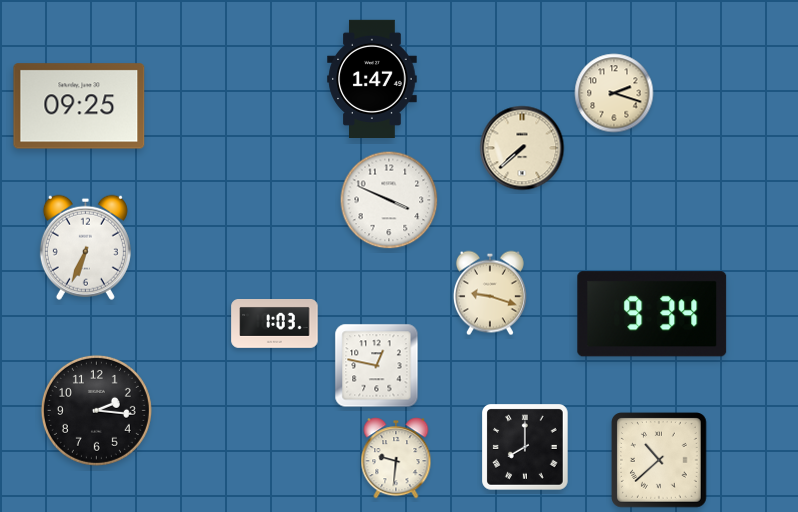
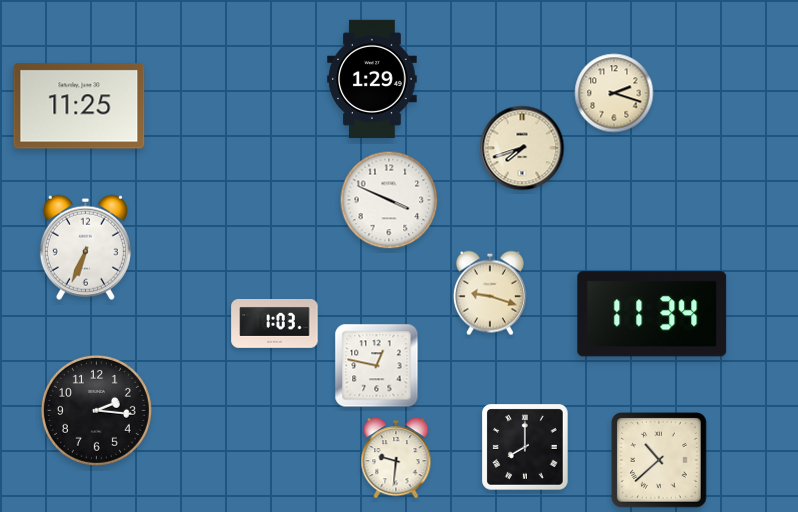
clock at (372, 78): 1:47 -> 1:29
clock at (79, 106): 09:25 -> 11:25
clock at (522, 148): 7:38 -> 7:42
clock at (652, 314): 9:34 -> 11:34
